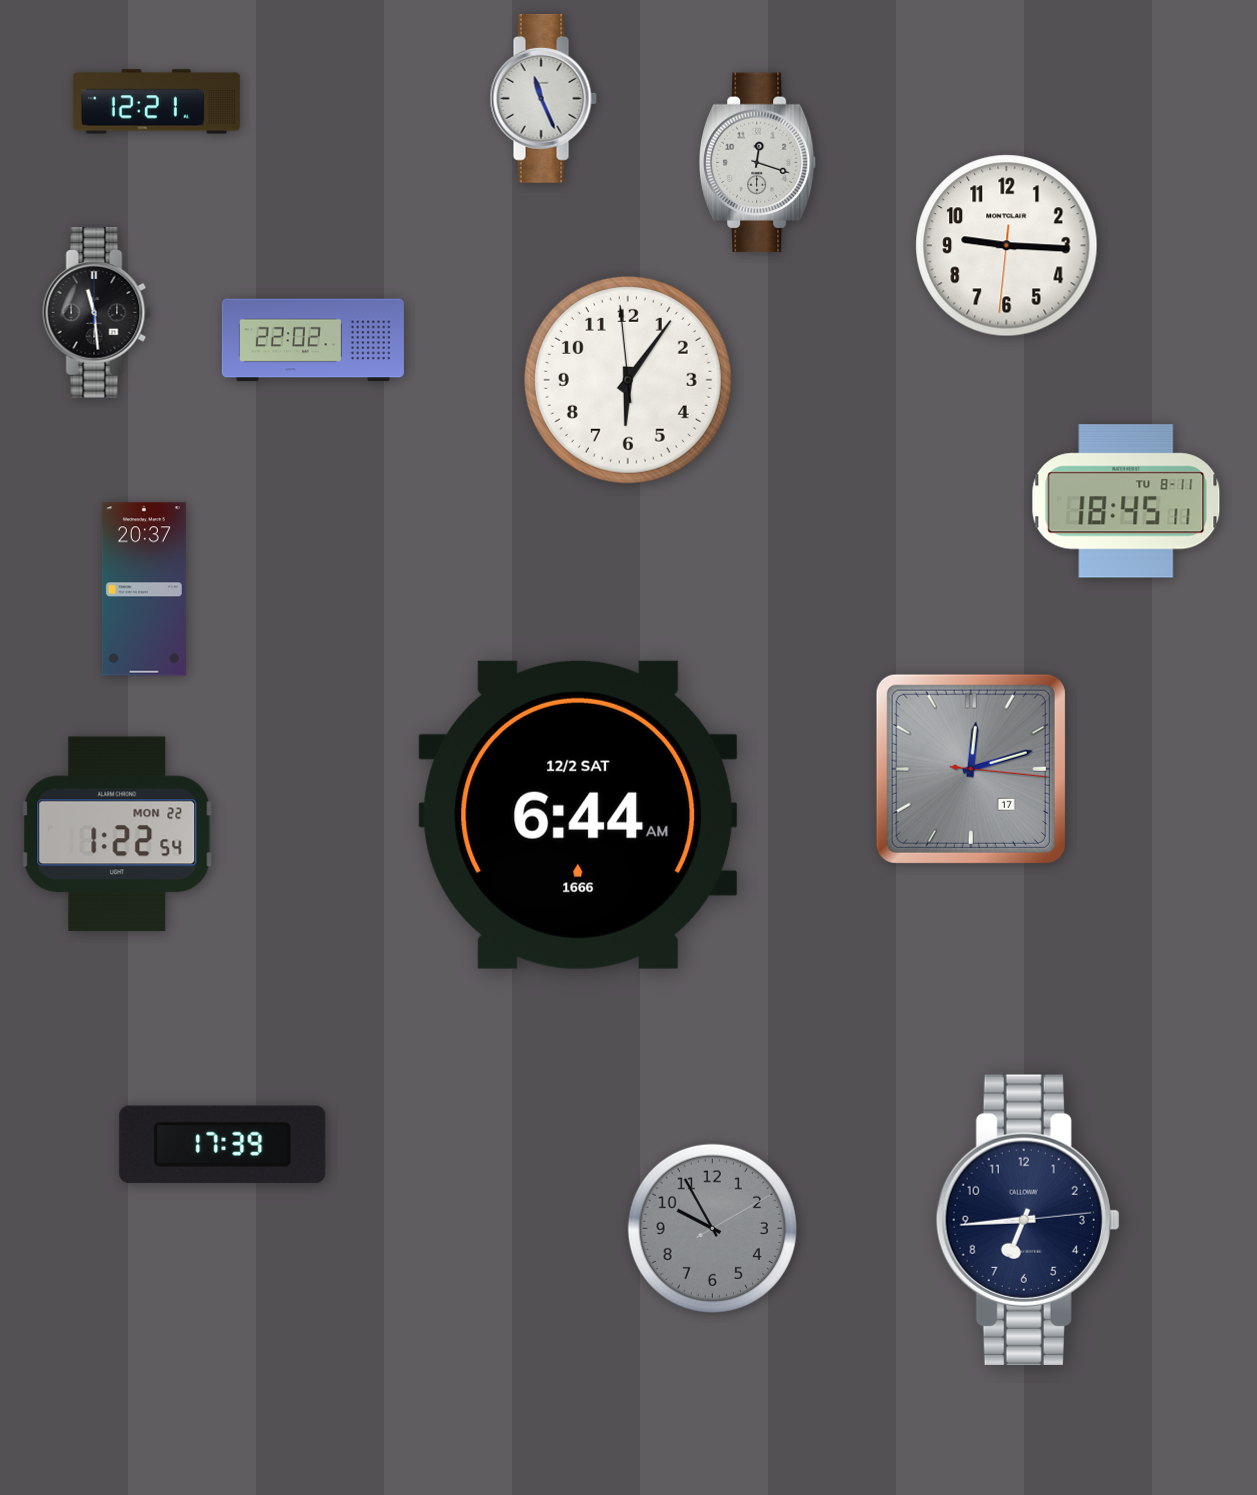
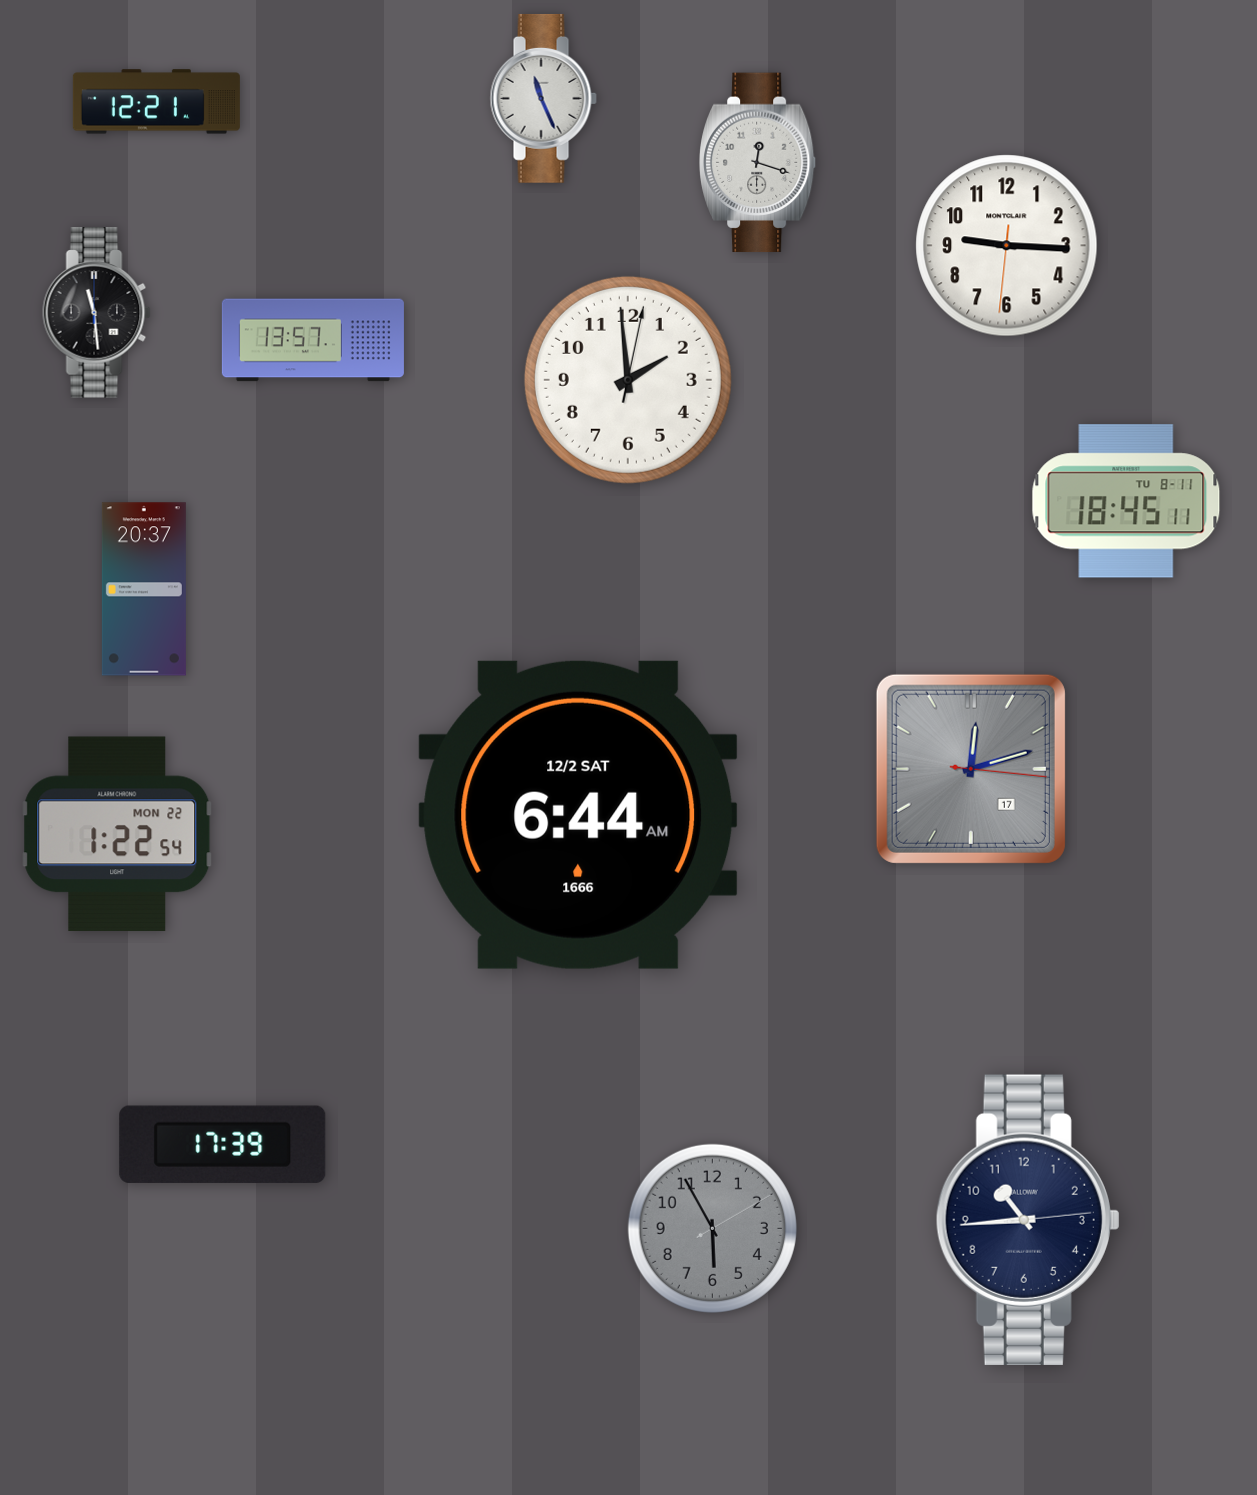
clock at (313, 340): 22:02 -> 13:57
clock at (628, 380): 6:05 -> 1:59
clock at (1028, 1220): 6:44 -> 10:44
clock at (712, 1228): 9:55 -> 5:55
